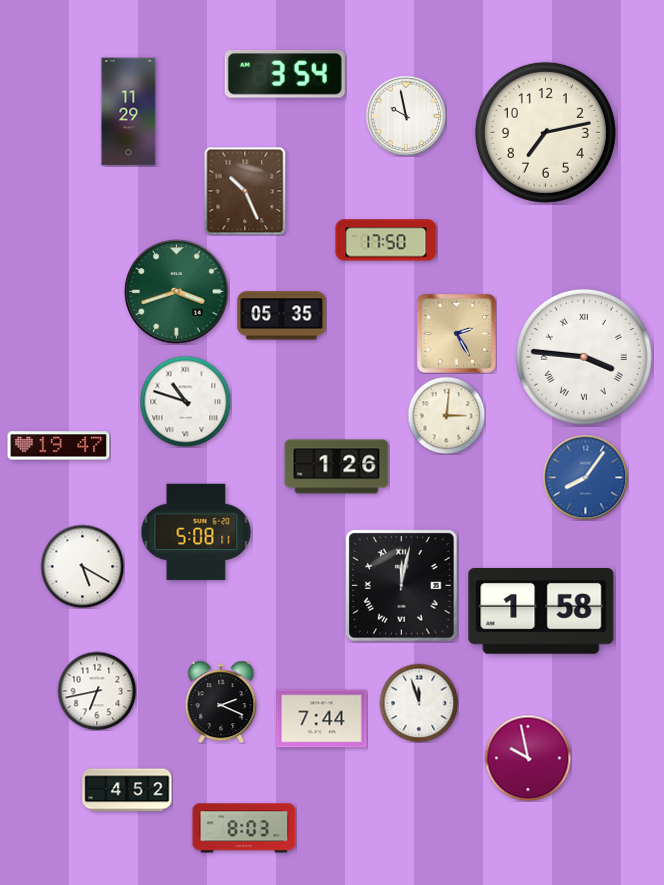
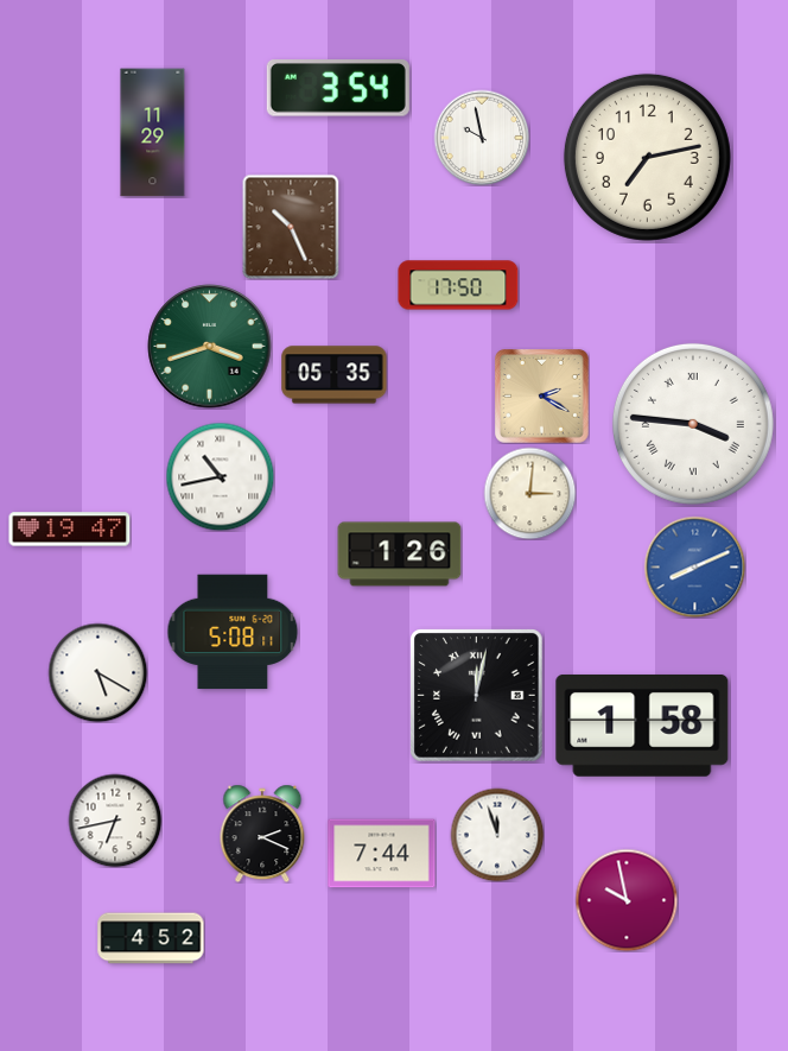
clock at (457, 334): 2:25 -> 2:20
clock at (185, 401): 10:48 -> 10:43
clock at (585, 477): 8:06 -> 8:11
clock at (244, 828): 8:03 -> none
